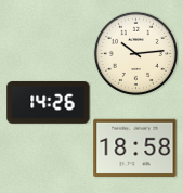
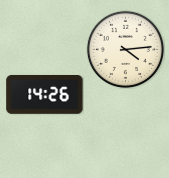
clock at (135, 53): 10:14 -> 4:14
clock at (135, 147): 18:58 -> none
